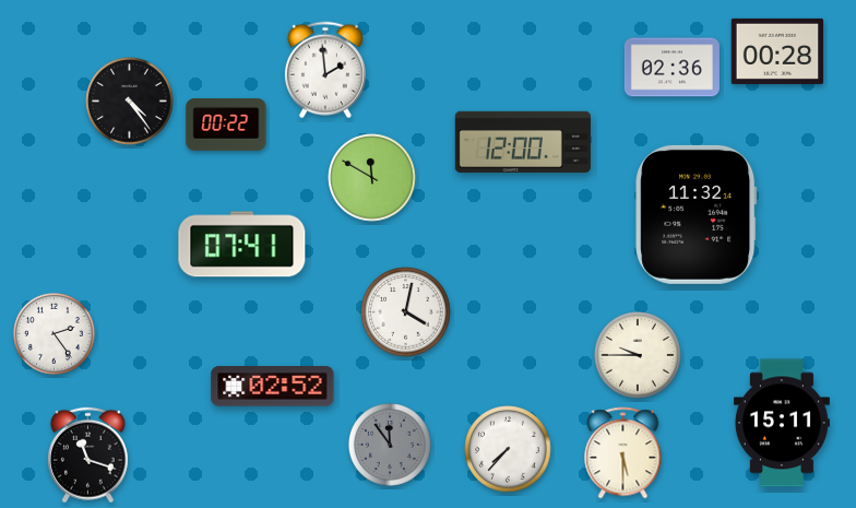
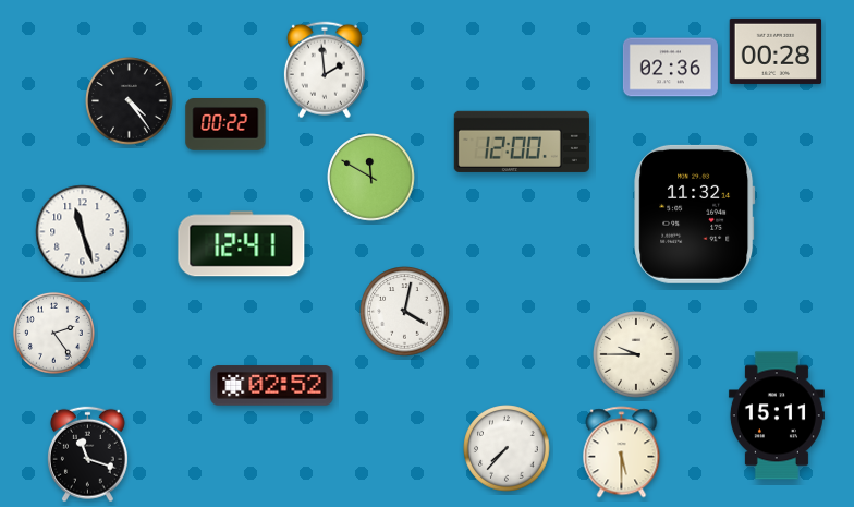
clock at (83, 232): none -> 11:27
clock at (242, 245): 07:41 -> 12:41
clock at (782, 423) position: (782, 423) -> (777, 415)
clock at (390, 445): 11:54 -> none
